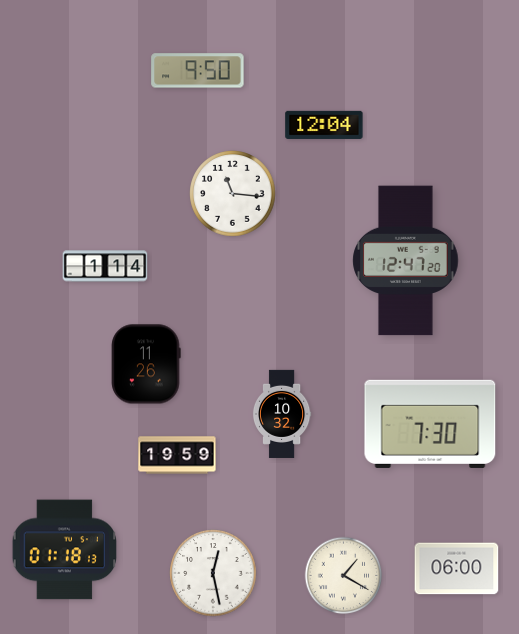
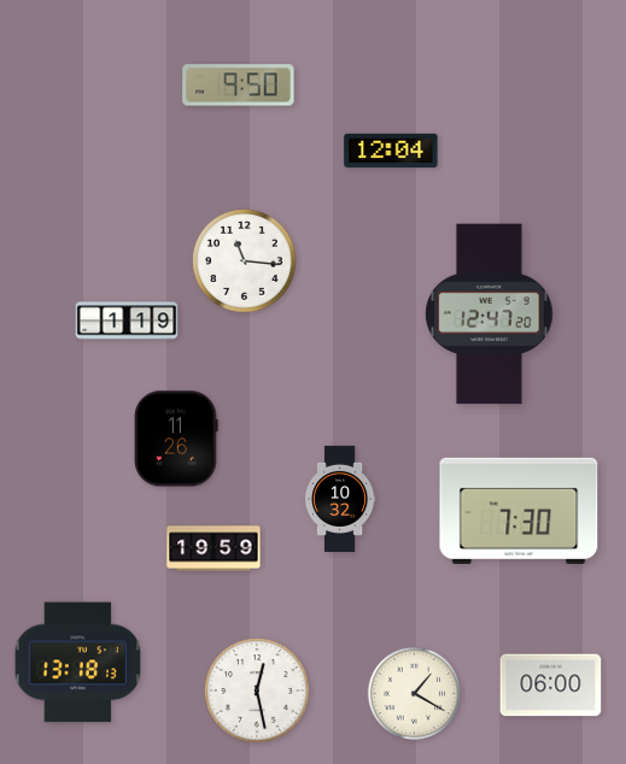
clock at (233, 194) position: (233, 194) -> (245, 261)
clock at (105, 266): 1:14 -> 1:19
clock at (64, 550): 01:18 -> 13:18
